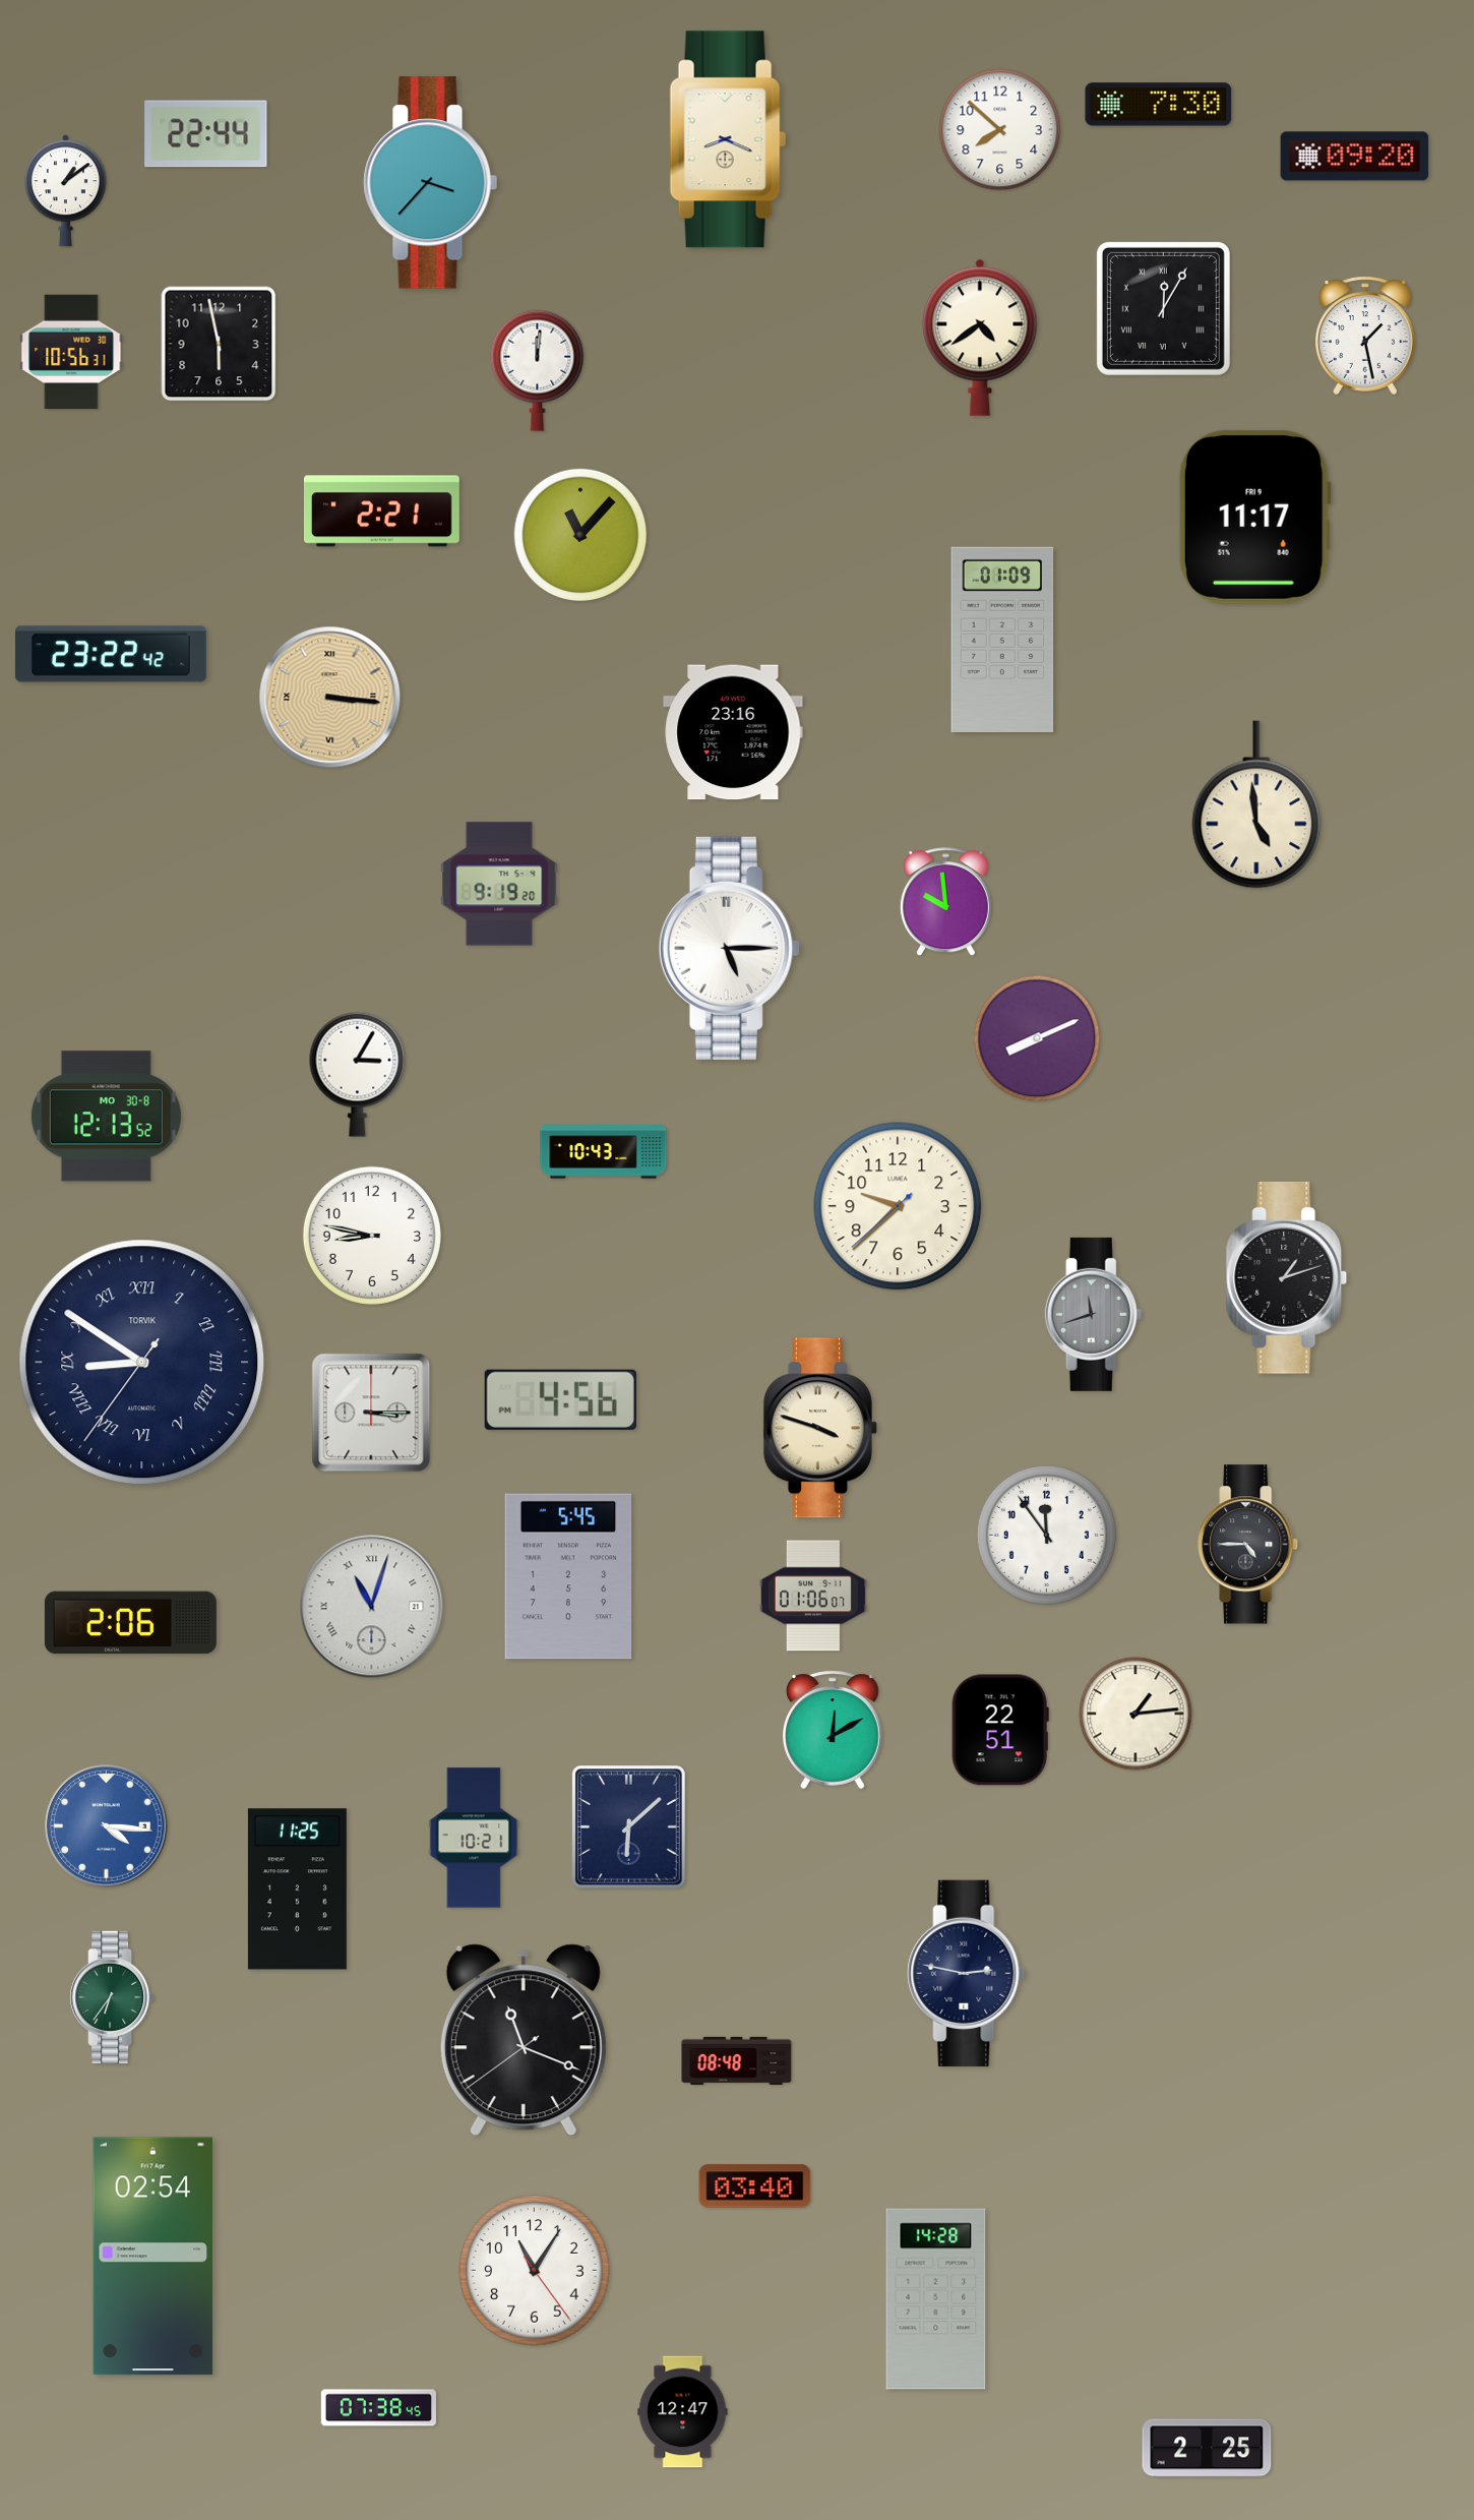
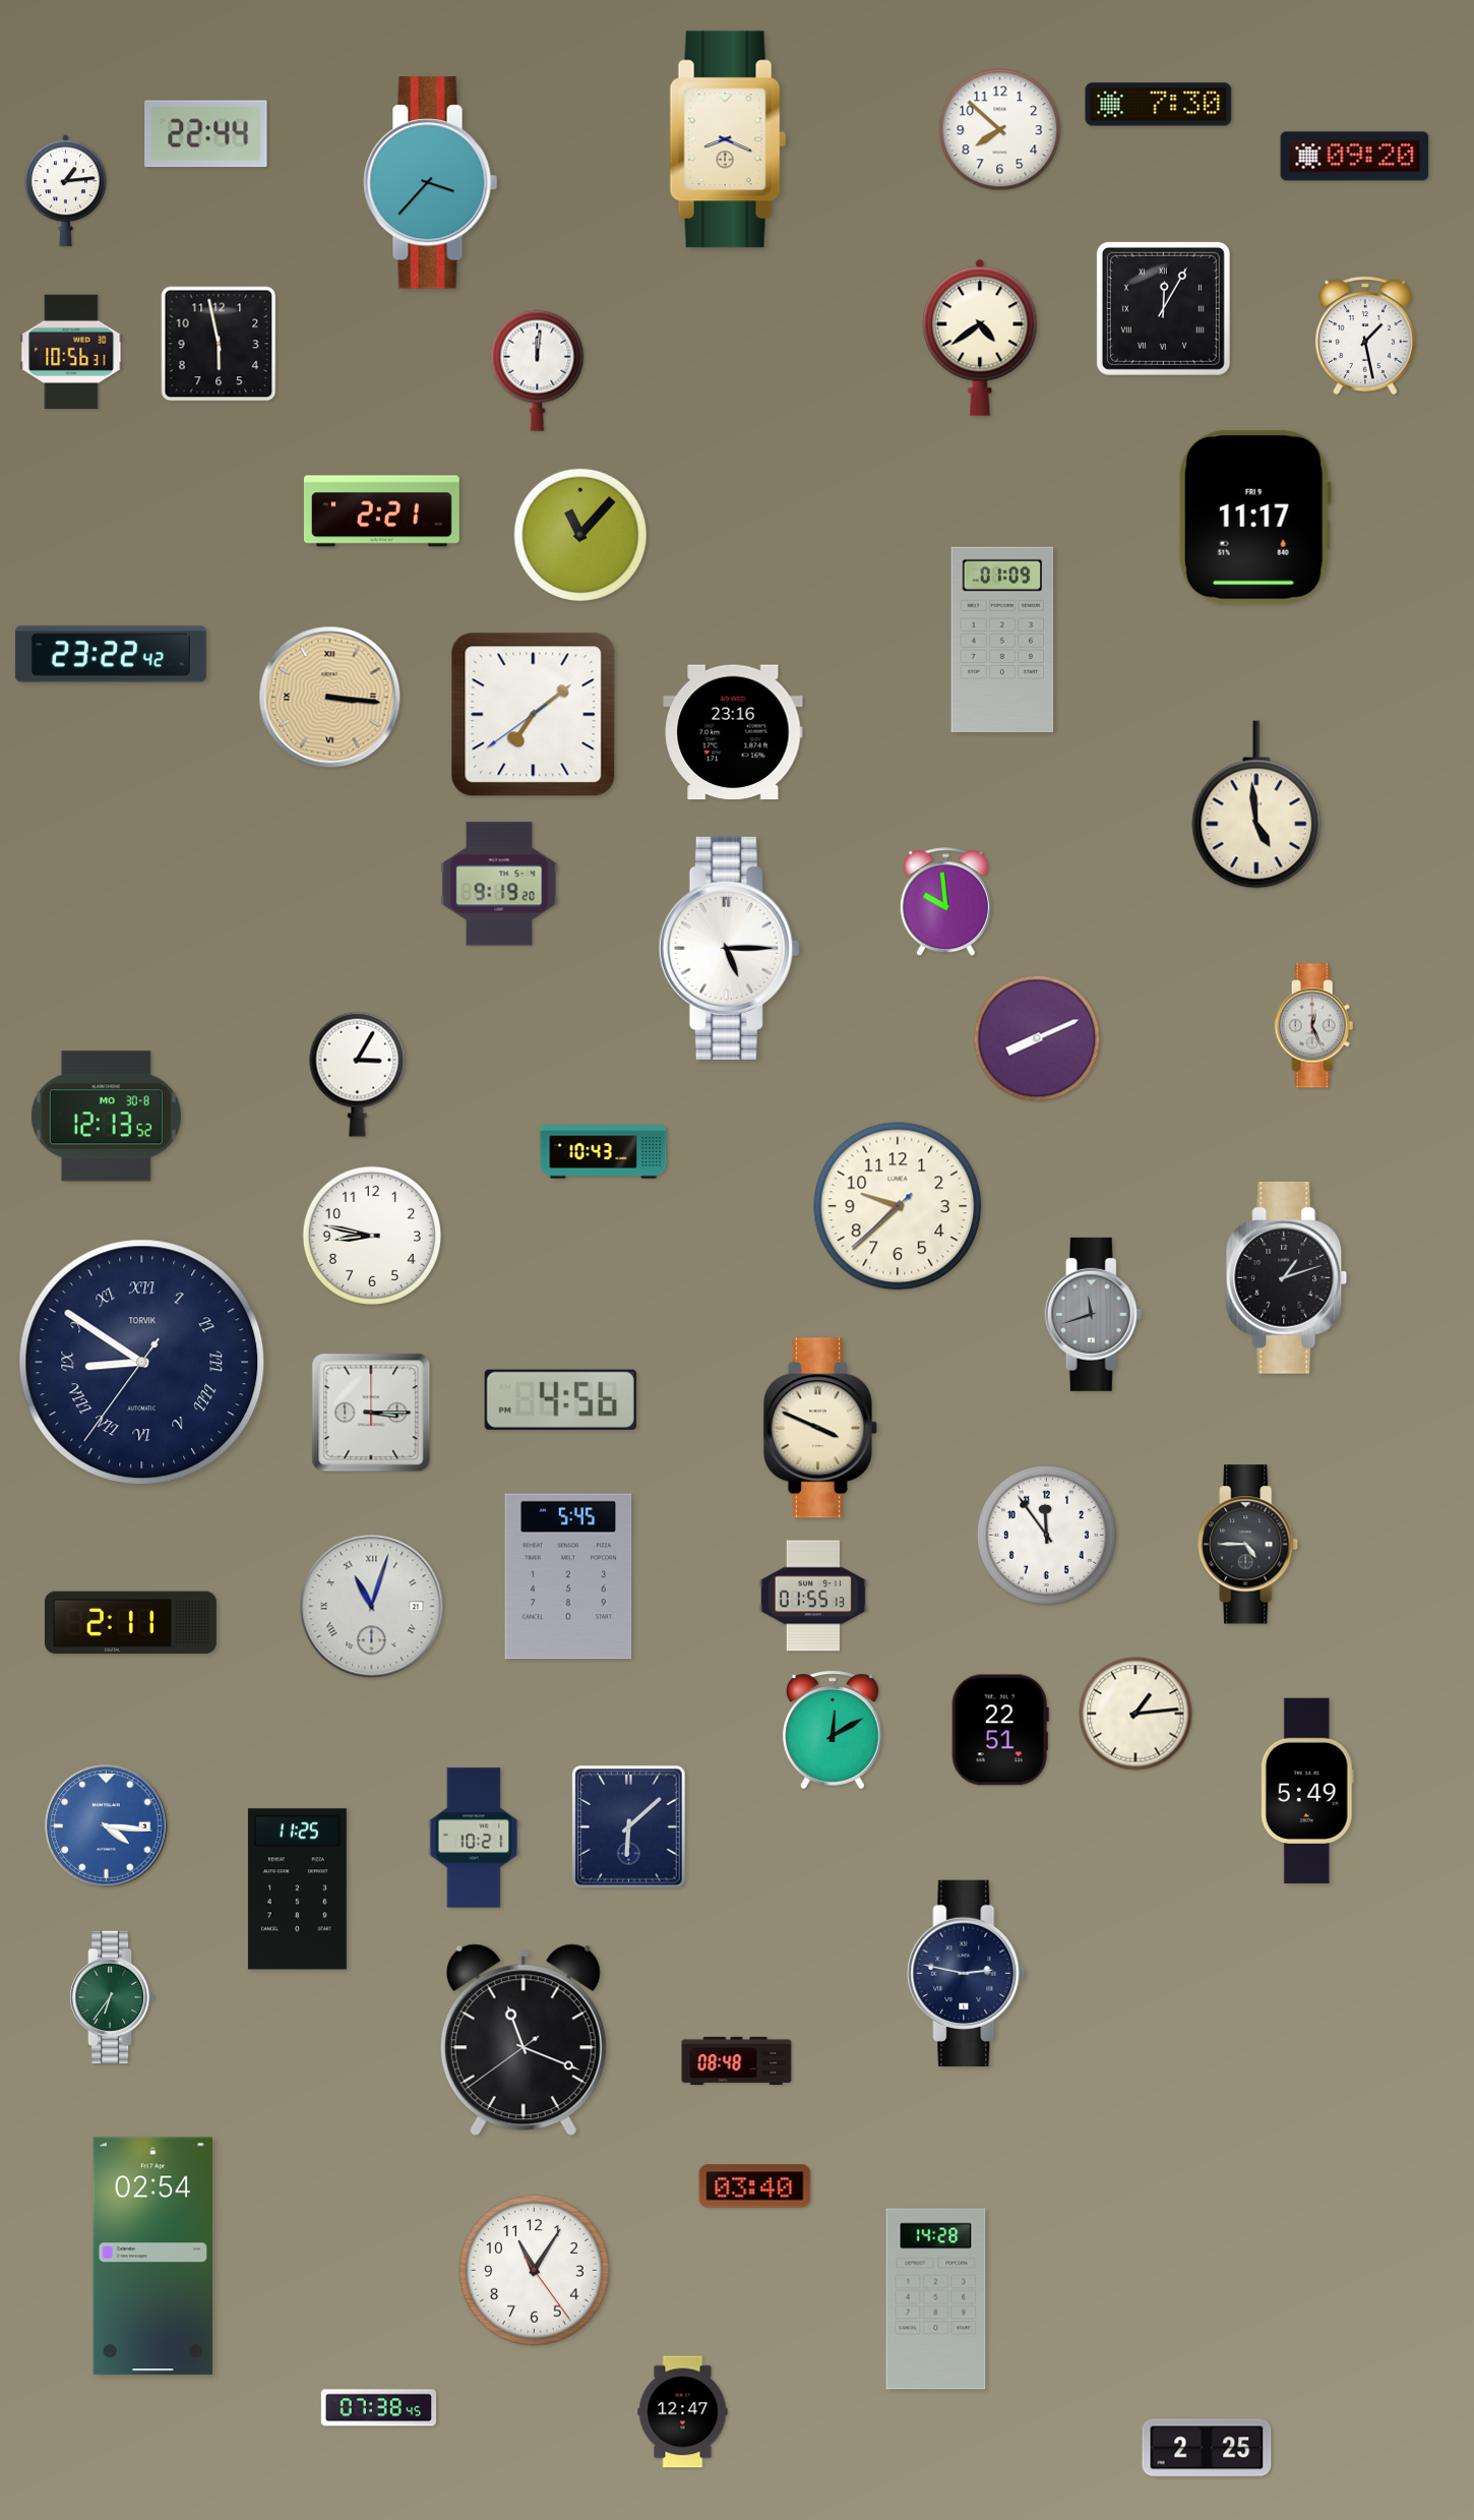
clock at (65, 191): 1:09 -> 1:14
clock at (534, 715): none -> 7:08
clock at (1314, 1026): none -> 12:26
clock at (820, 1428): 3:48 -> 3:49
clock at (813, 1596): 01:06 -> 01:55
clock at (130, 1623): 2:06 -> 2:11
clock at (1307, 1791): none -> 5:49
